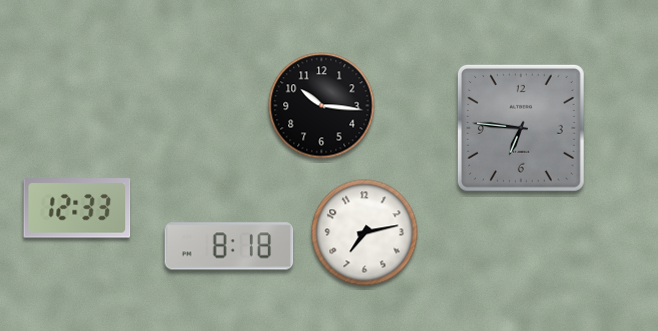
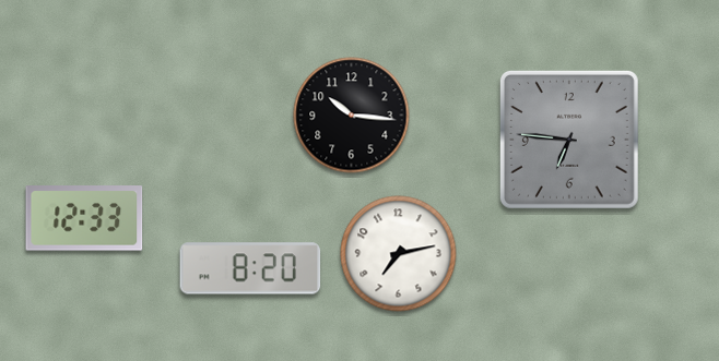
clock at (77, 208) position: (77, 208) -> (84, 218)
clock at (229, 246): 8:18 -> 8:20
